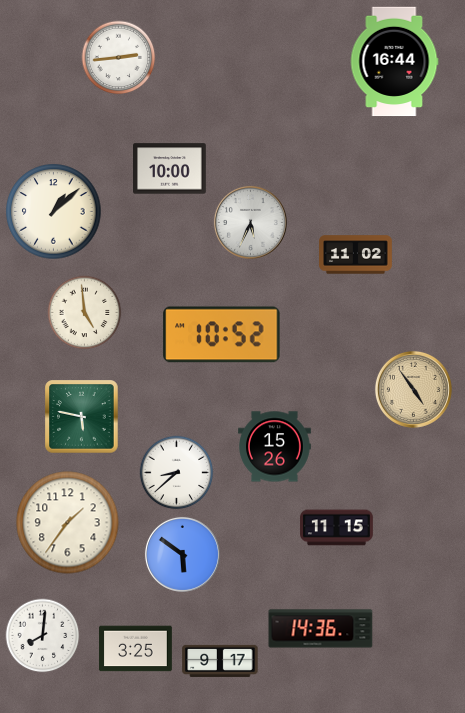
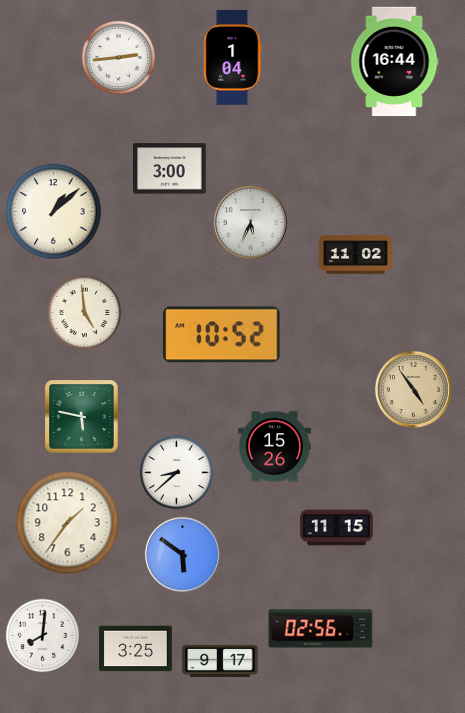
clock at (232, 58): none -> 1:04
clock at (170, 169): 10:00 -> 3:00
clock at (321, 629): 14:36 -> 02:56
